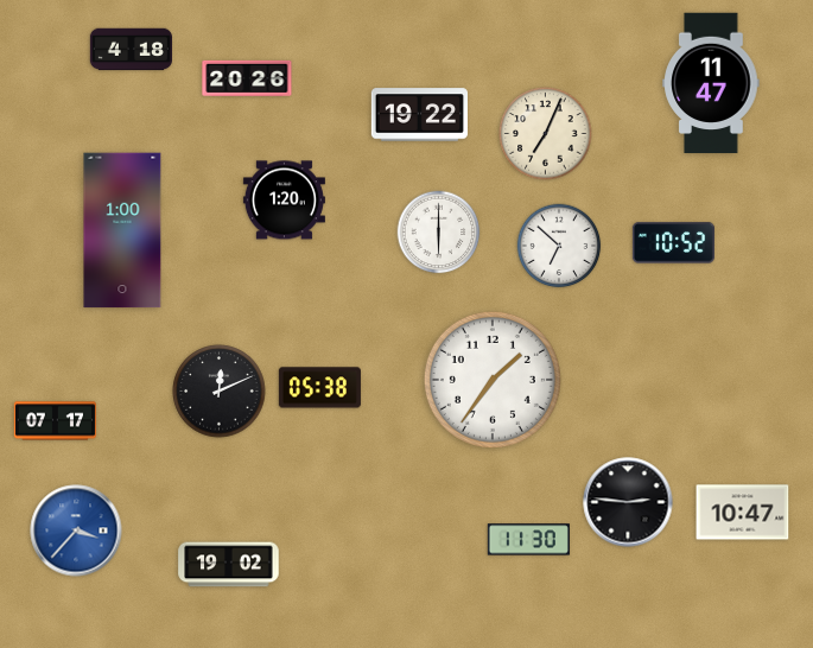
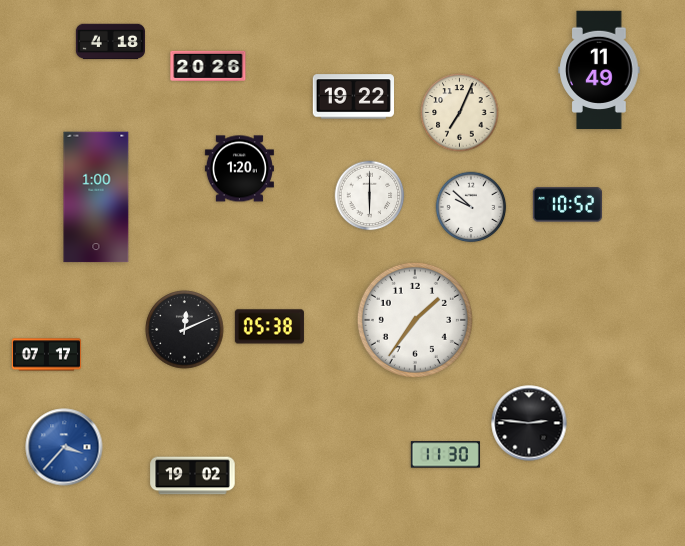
clock at (711, 83): 11:47 -> 11:49
clock at (122, 230) position: (122, 230) -> (96, 197)
clock at (559, 246): 6:52 -> 9:52
clock at (743, 513): 10:47 -> none
